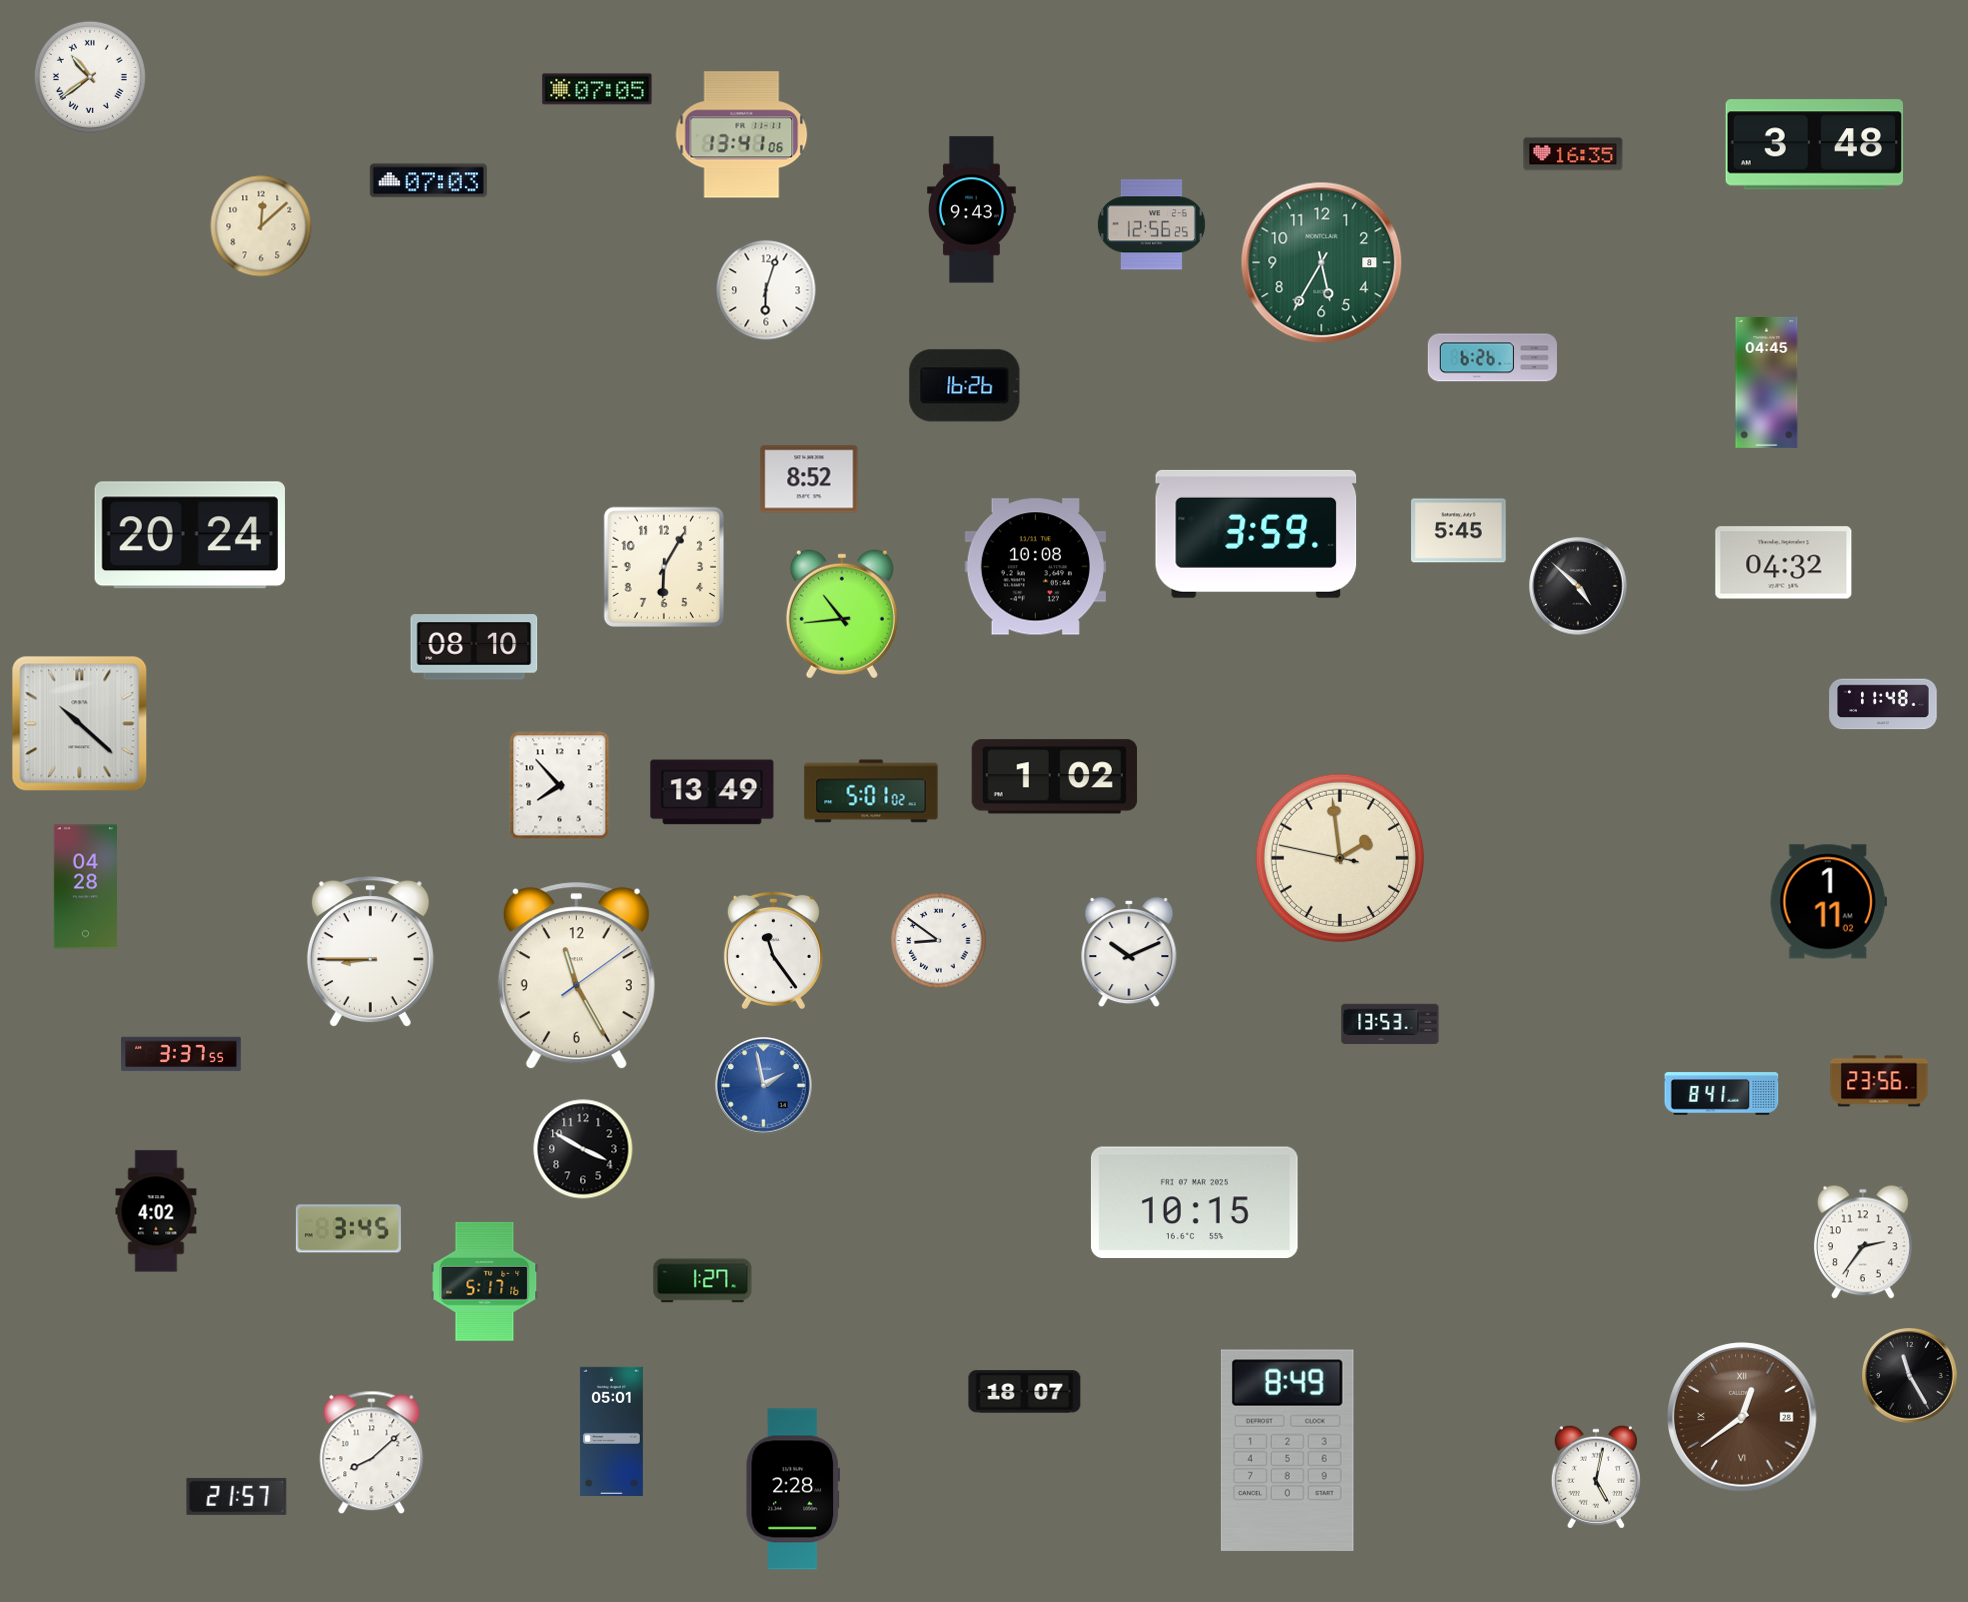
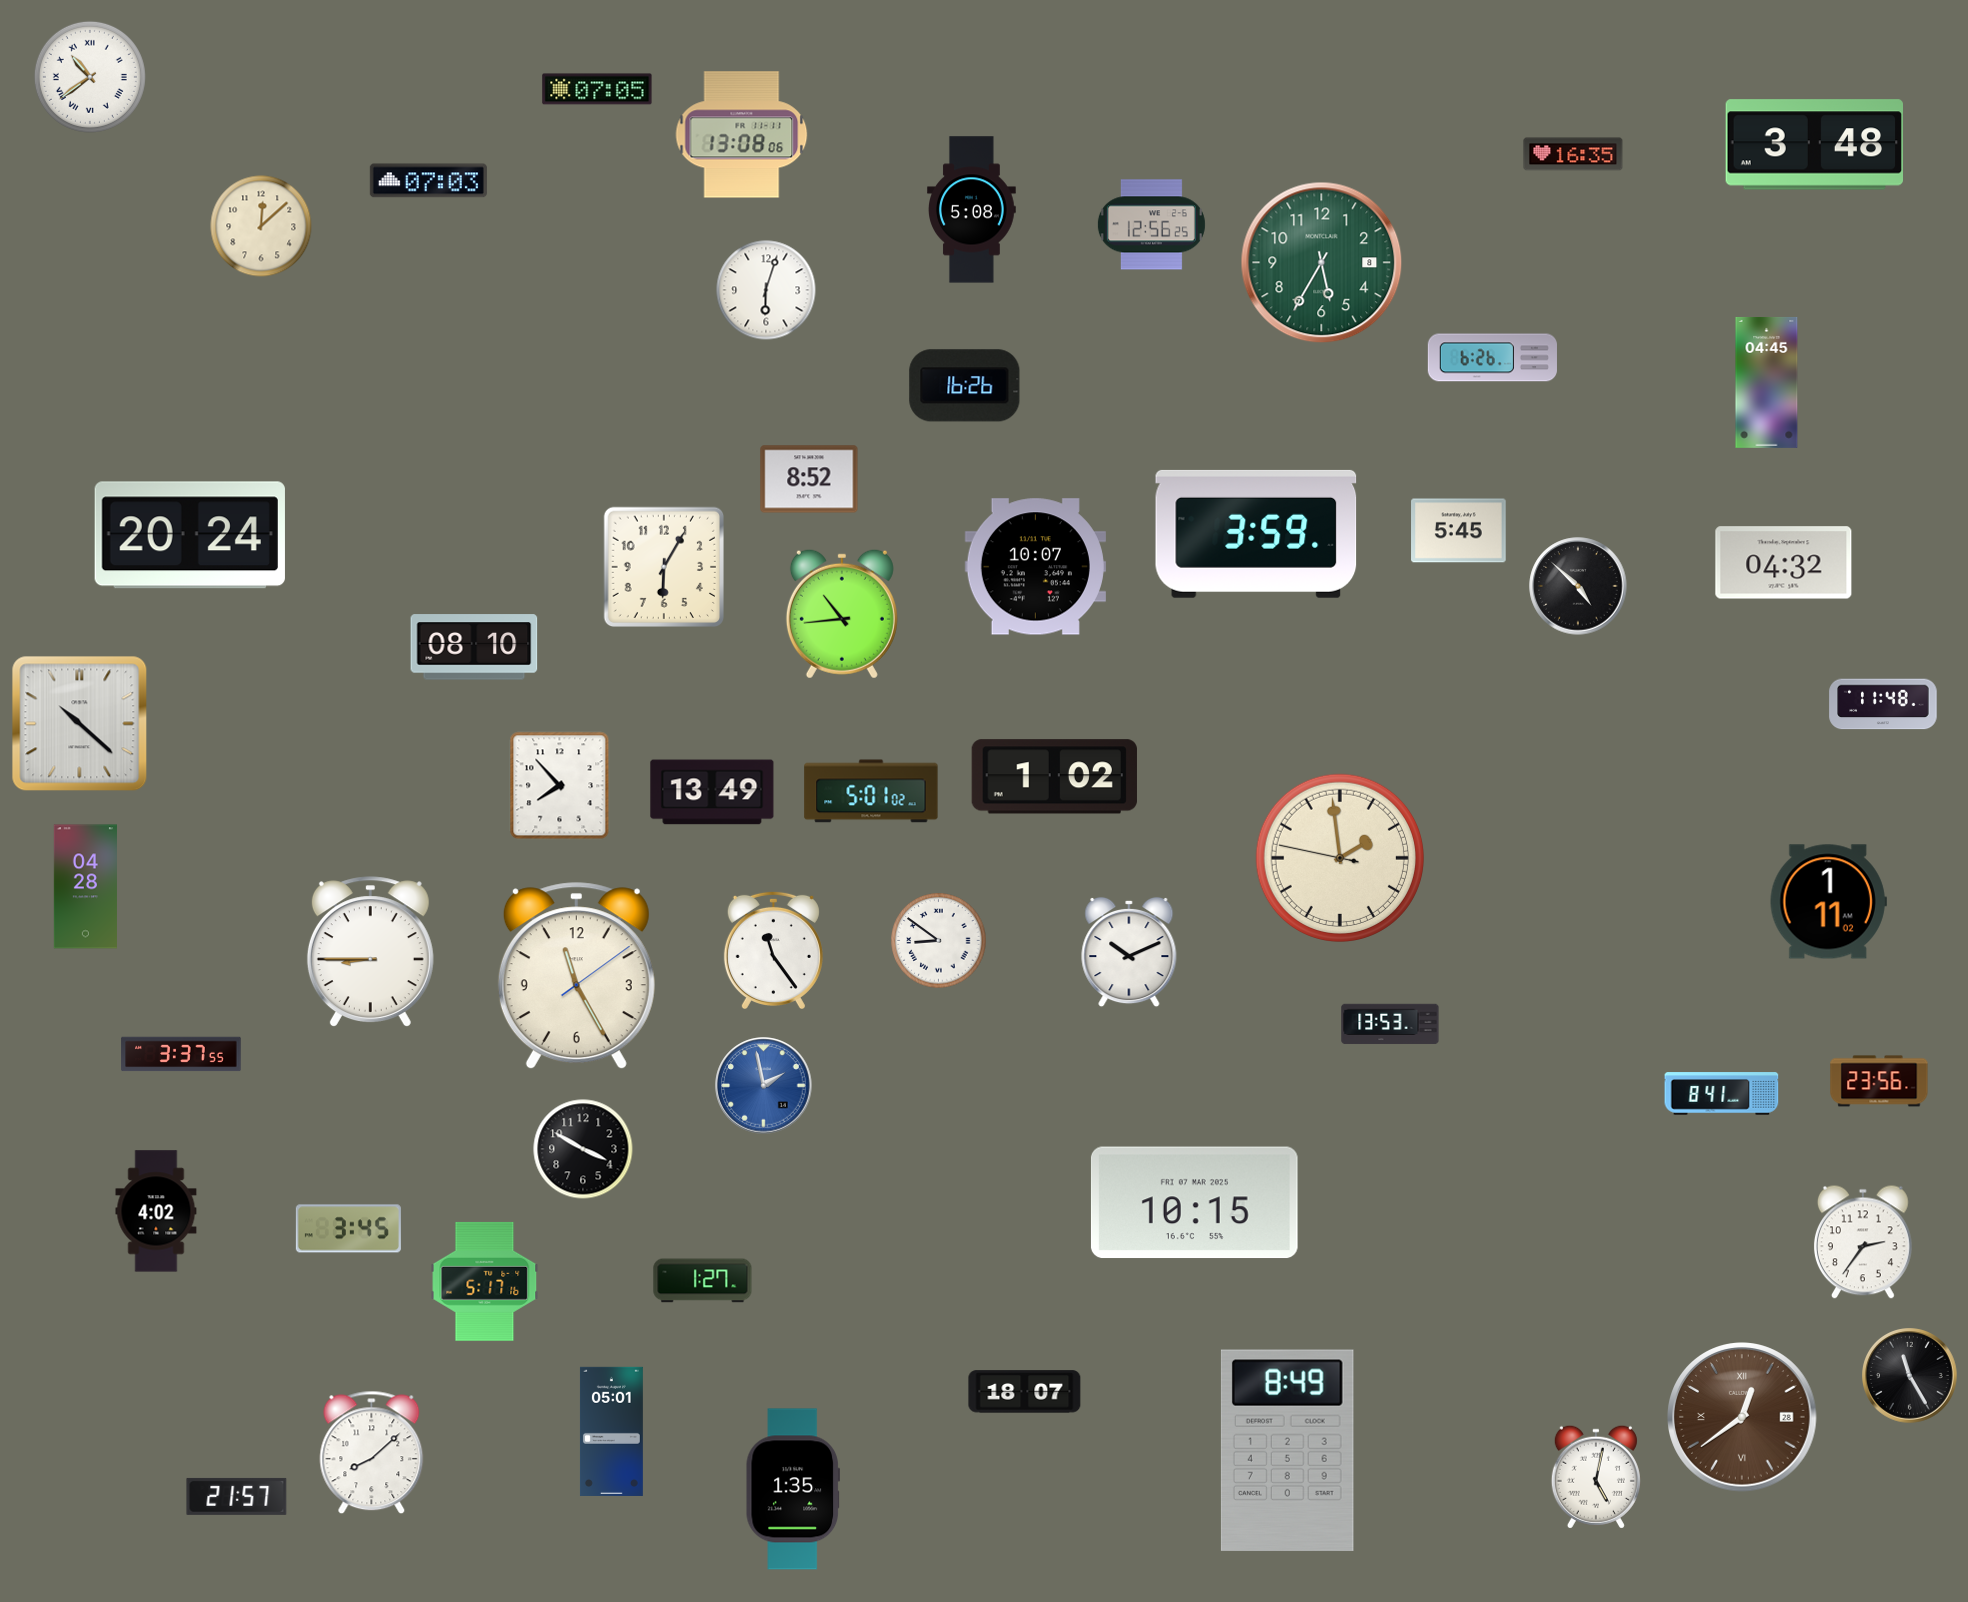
clock at (742, 135): 13:41 -> 13:08
clock at (972, 210): 9:43 -> 5:08
clock at (1035, 567): 10:08 -> 10:07
clock at (792, 1489): 2:28 -> 1:35
